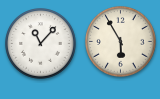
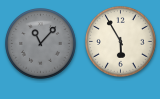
clock at (41, 44) dial: white -> grey
